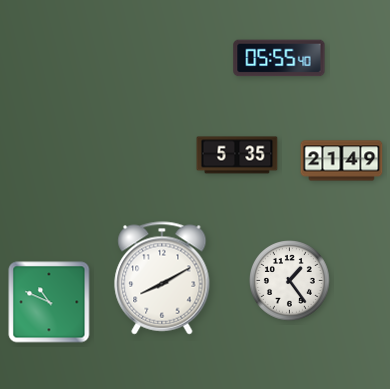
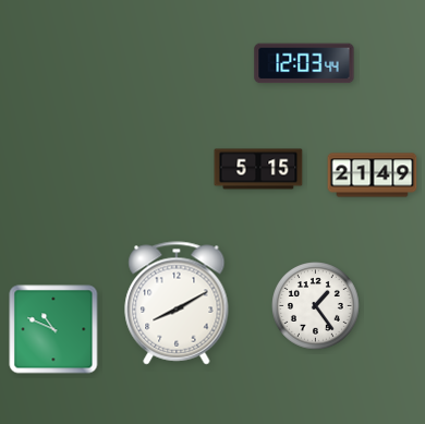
clock at (279, 58): 05:55 -> 12:03
clock at (237, 155): 5:35 -> 5:15
